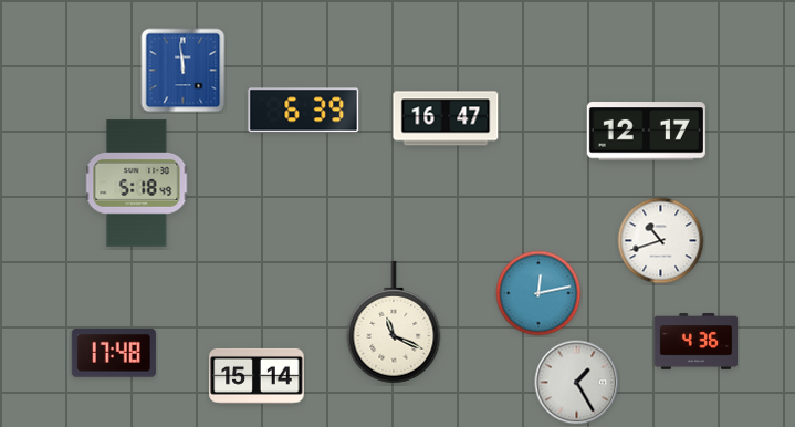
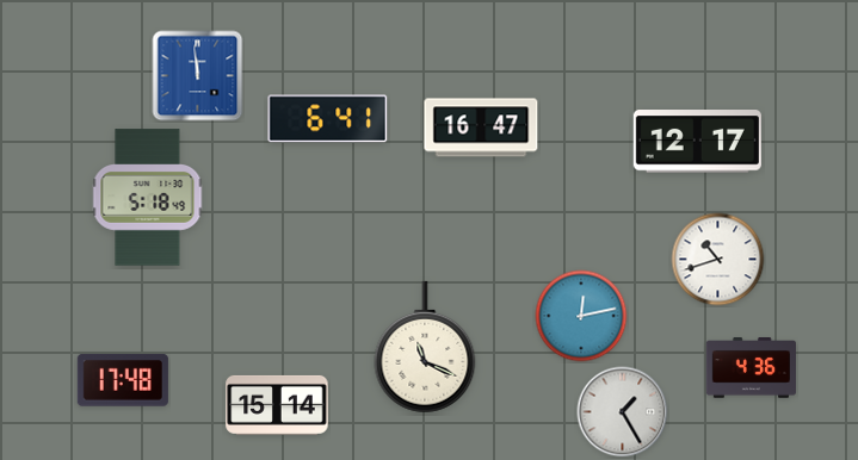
clock at (304, 111): 6:39 -> 6:41
clock at (661, 241) position: (661, 241) -> (718, 260)
